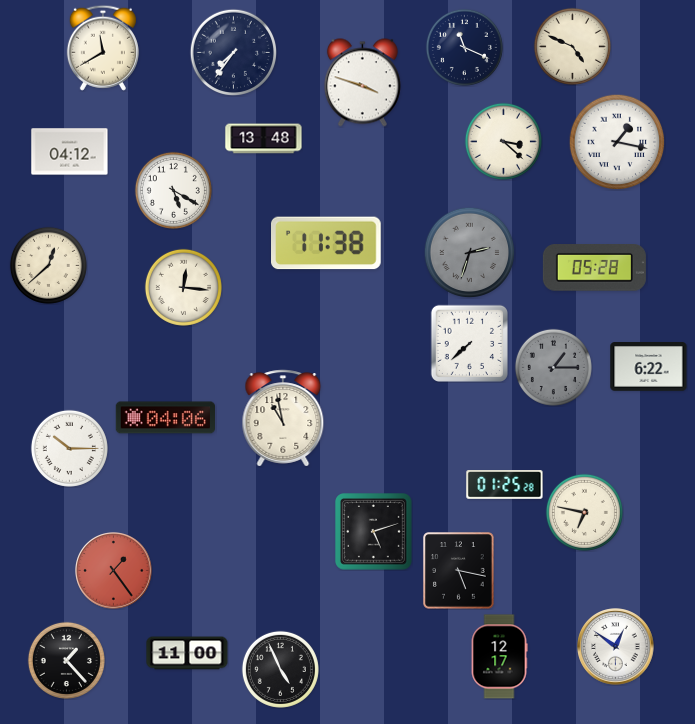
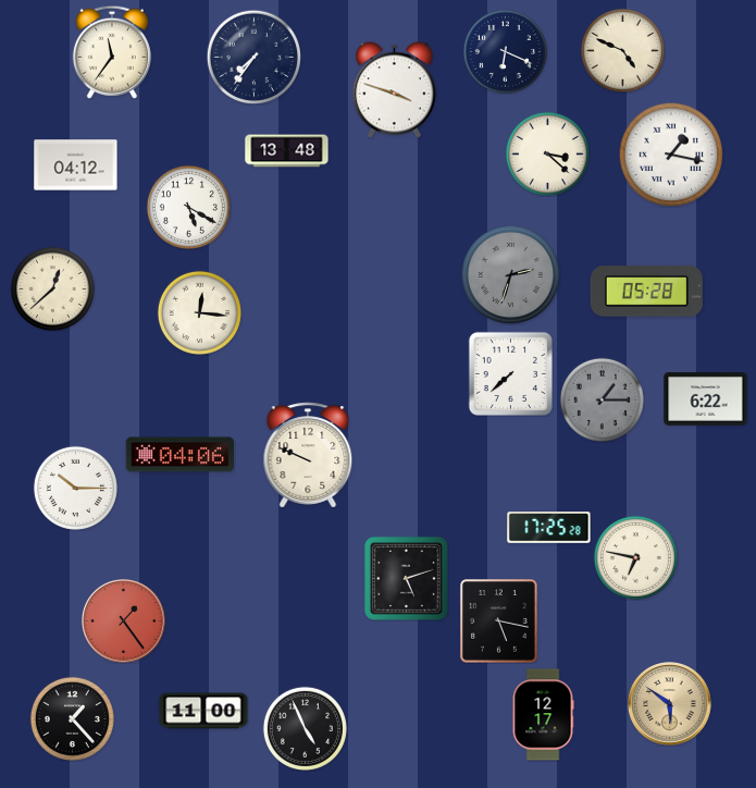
clock at (464, 47): 11:19 -> 6:19
clock at (103, 48): 11:40 -> 11:36
clock at (327, 243): 11:38 -> none
clock at (283, 418): 10:58 -> 9:49
clock at (505, 485): 01:25 -> 17:25
clock at (616, 647): 12:51 -> 5:51
clock at (616, 647) dial: white -> champagne
